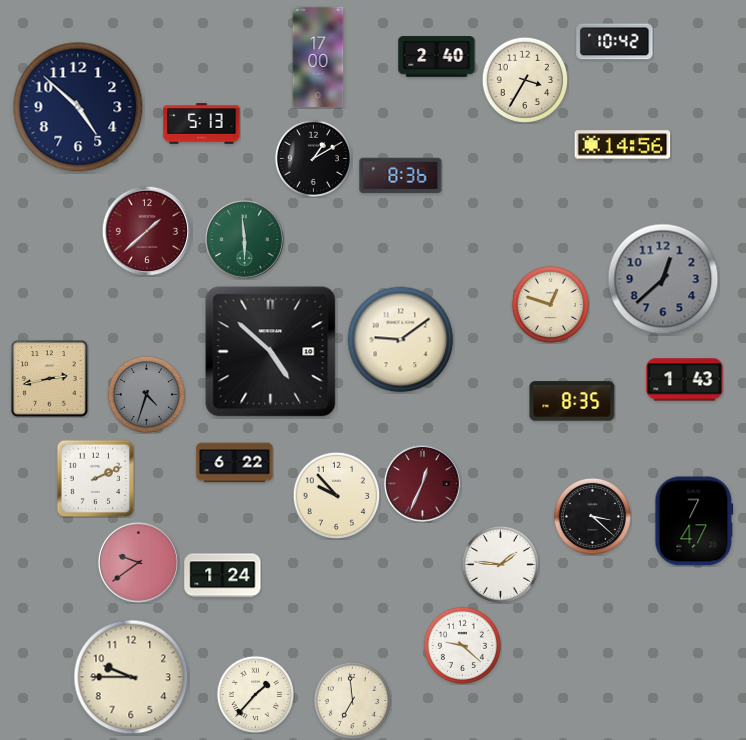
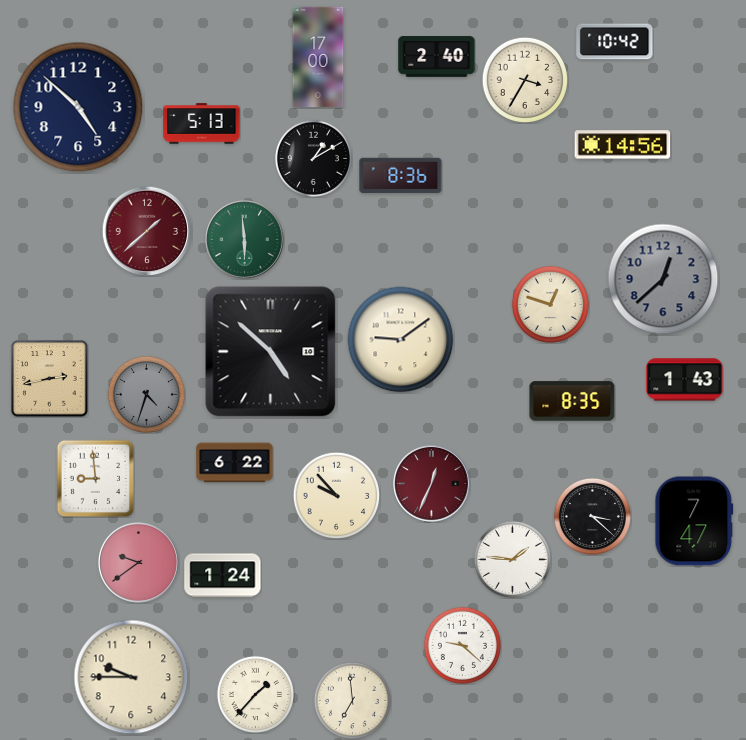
clock at (95, 478): 2:11 -> 8:59
clock at (423, 484) position: (423, 484) -> (432, 484)
clock at (500, 564) position: (500, 564) -> (512, 559)
